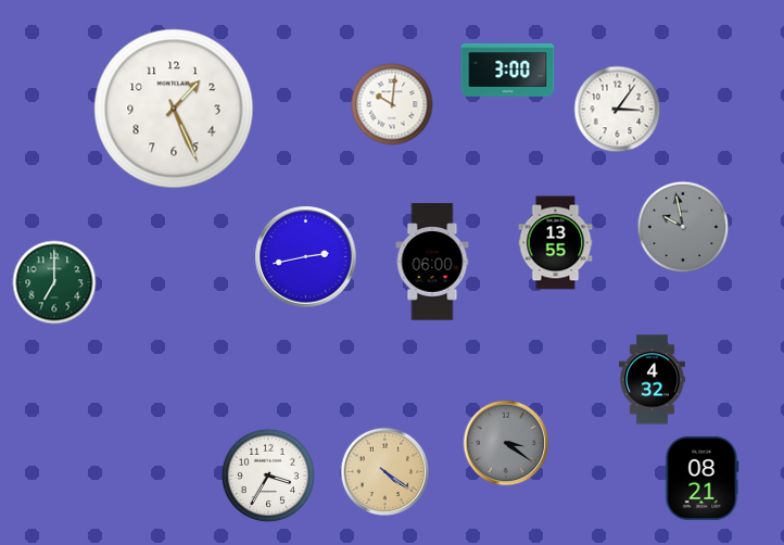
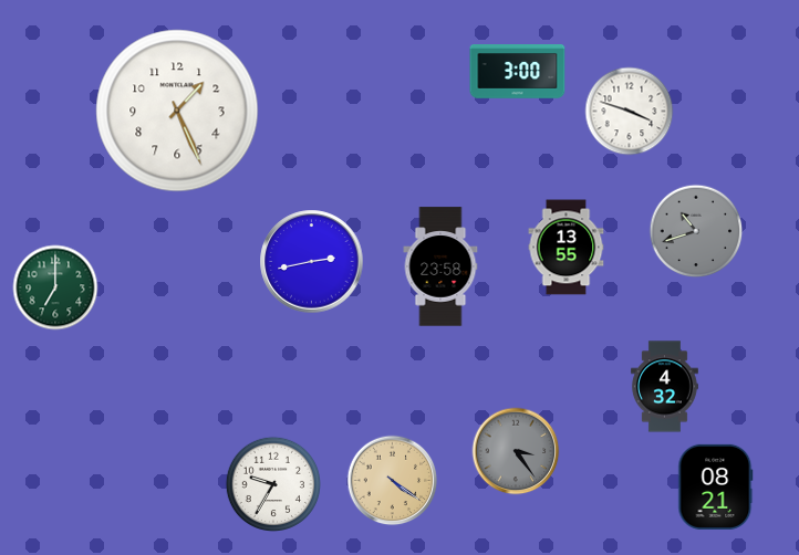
clock at (392, 104): 10:01 -> none
clock at (618, 110): 3:06 -> 3:48
clock at (683, 227): 9:58 -> 10:42
clock at (432, 262): 06:00 -> 23:58
clock at (506, 443): 3:21 -> 3:24
clock at (267, 474): 3:35 -> 9:35
